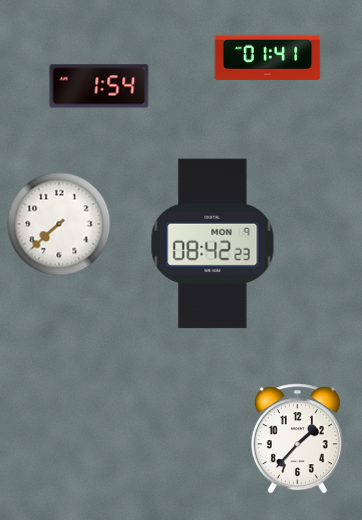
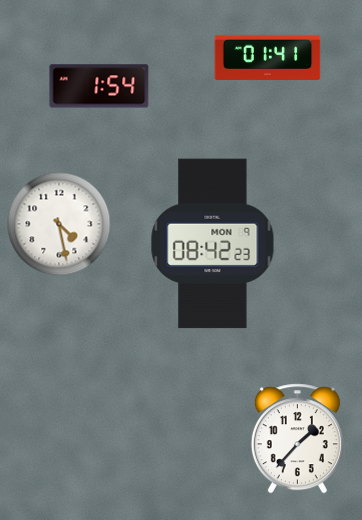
clock at (59, 224): 7:38 -> 4:28
